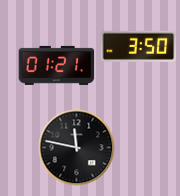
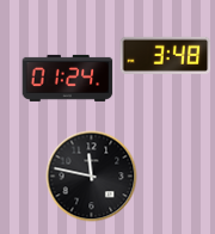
clock at (139, 46): 3:50 -> 3:48
clock at (57, 65): 01:21 -> 01:24
